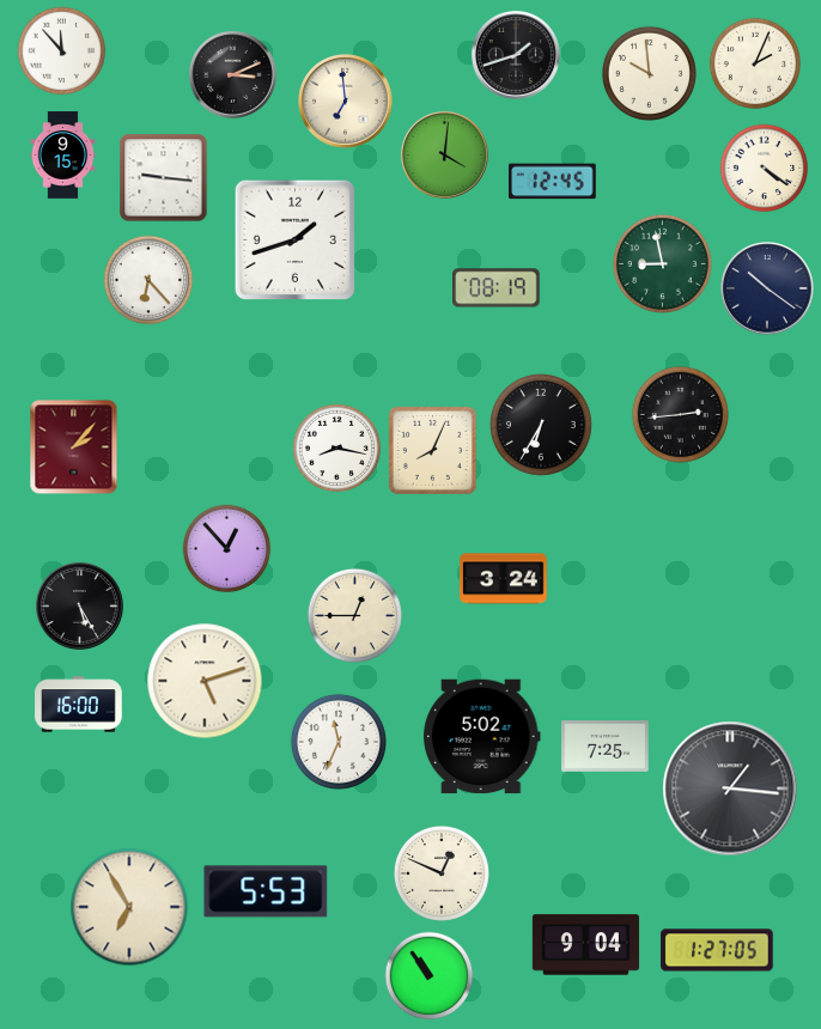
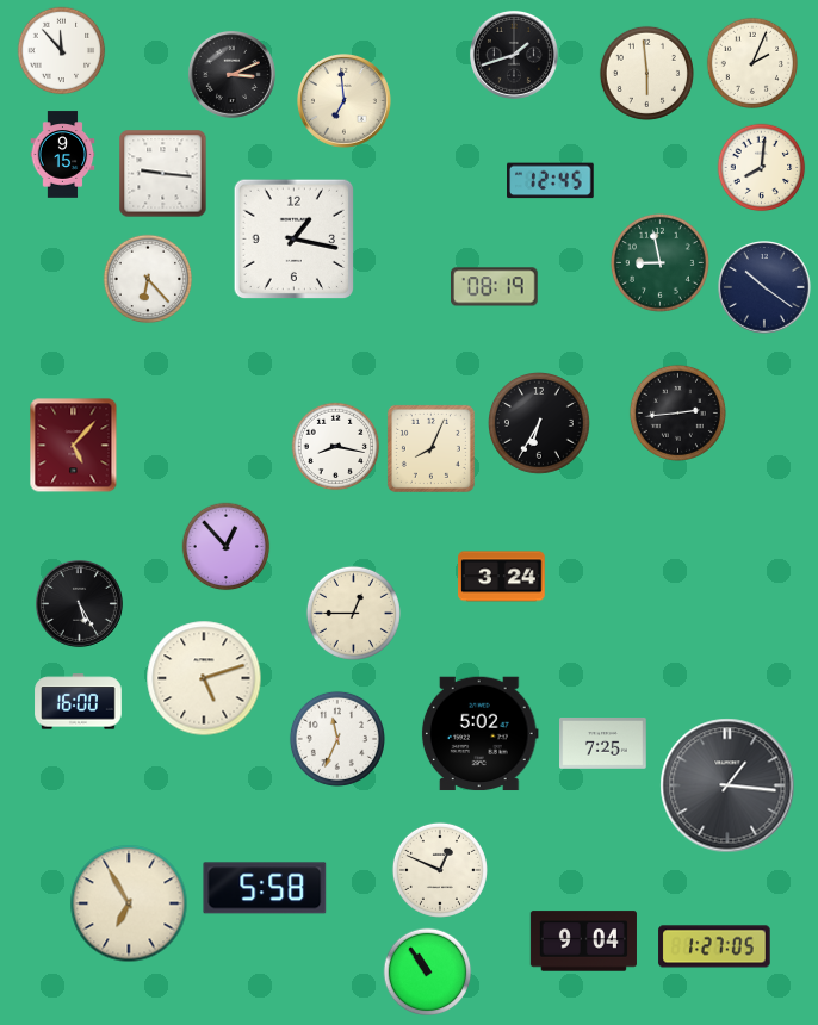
clock at (649, 73): 9:59 -> 5:59
clock at (444, 154): 4:01 -> none
clock at (765, 169): 4:21 -> 8:01
clock at (164, 178) position: (164, 178) -> (163, 174)
clock at (294, 239): 1:42 -> 1:17
clock at (74, 447): 2:07 -> 5:07
clock at (266, 891): 5:53 -> 5:58
